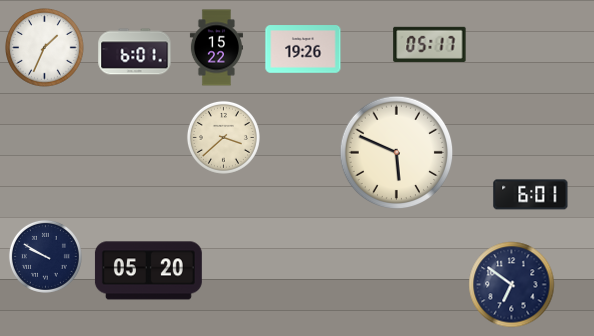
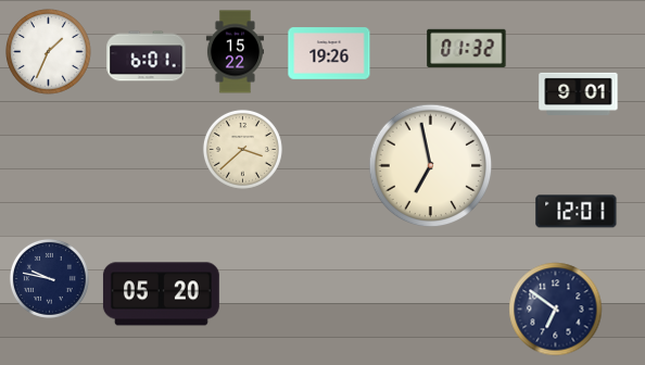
clock at (430, 44): 05:17 -> 01:32
clock at (579, 93): none -> 9:01
clock at (397, 153): 5:49 -> 6:58
clock at (531, 195): 6:01 -> 12:01
clock at (45, 256): 9:50 -> 9:47
